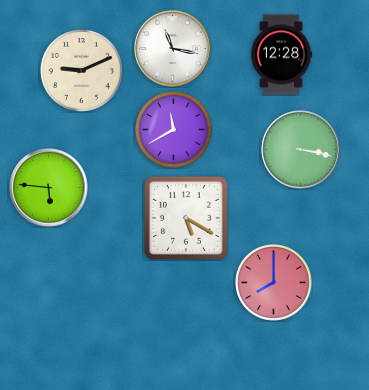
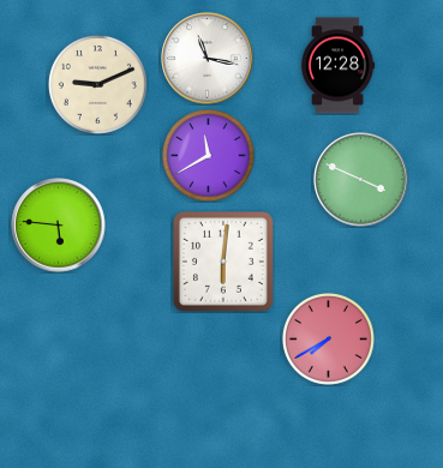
clock at (301, 150): 3:17 -> 3:49
clock at (186, 218): 5:20 -> 6:01
clock at (274, 283): 8:00 -> 7:40
